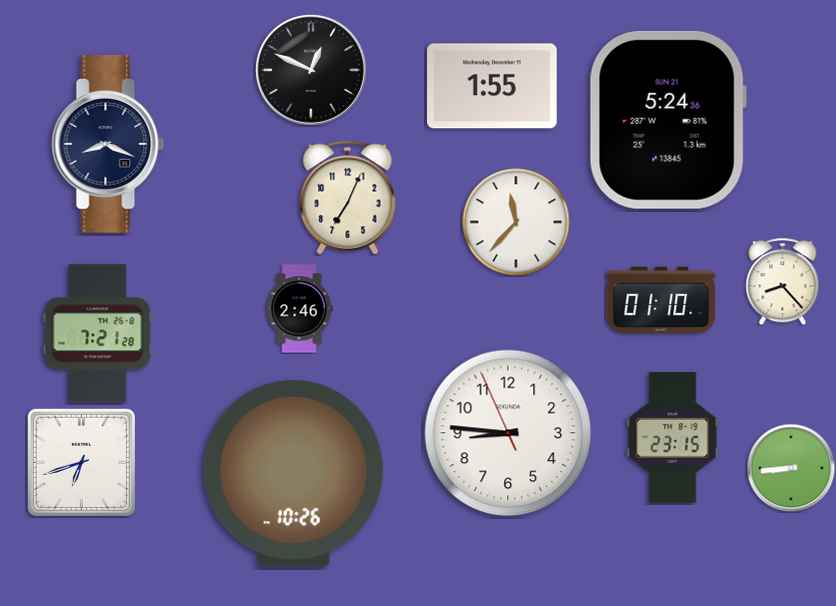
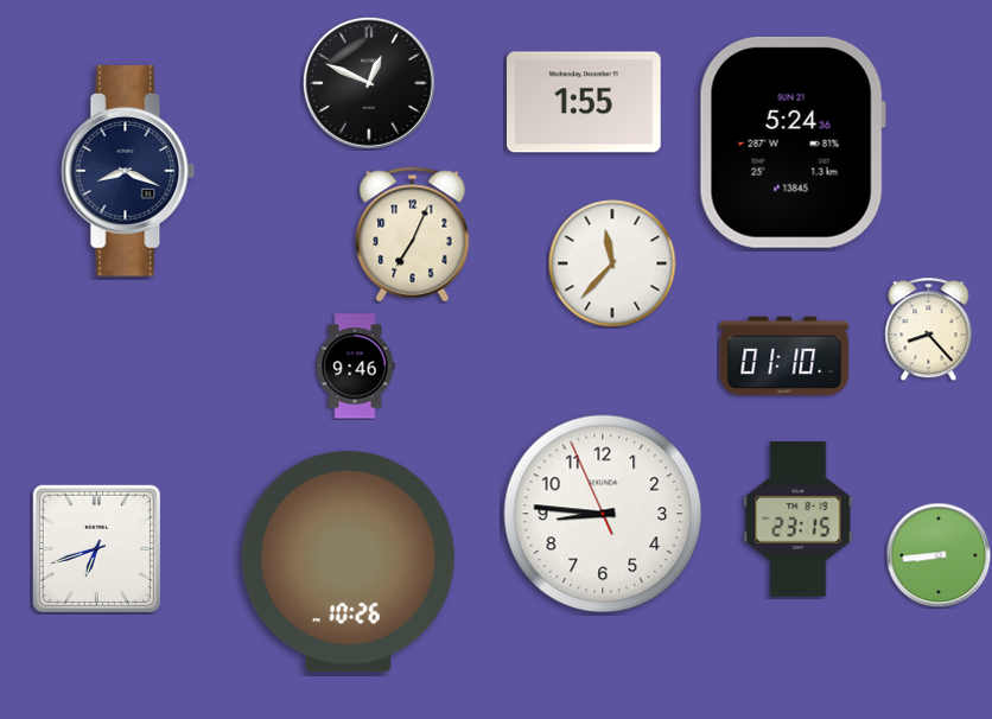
clock at (783, 281) position: (783, 281) -> (929, 329)
clock at (299, 309): 2:46 -> 9:46
clock at (98, 334): 7:21 -> none
